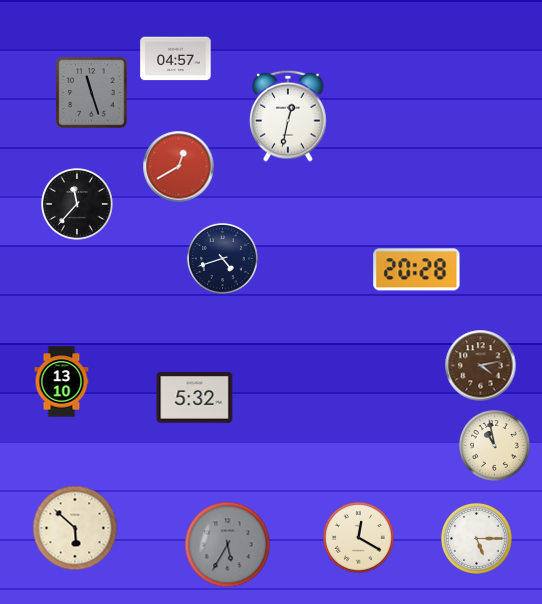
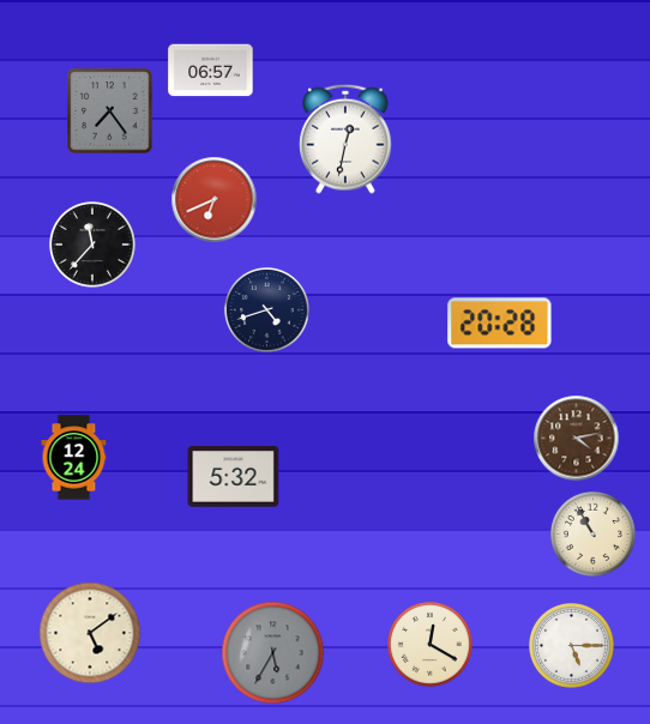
clock at (176, 59): 04:57 -> 06:57
clock at (92, 93): 11:27 -> 7:24
clock at (179, 167): 12:40 -> 6:41
clock at (62, 382): 13:10 -> 12:24
clock at (494, 445): 10:58 -> 10:55
clock at (75, 528): 5:52 -> 5:09
